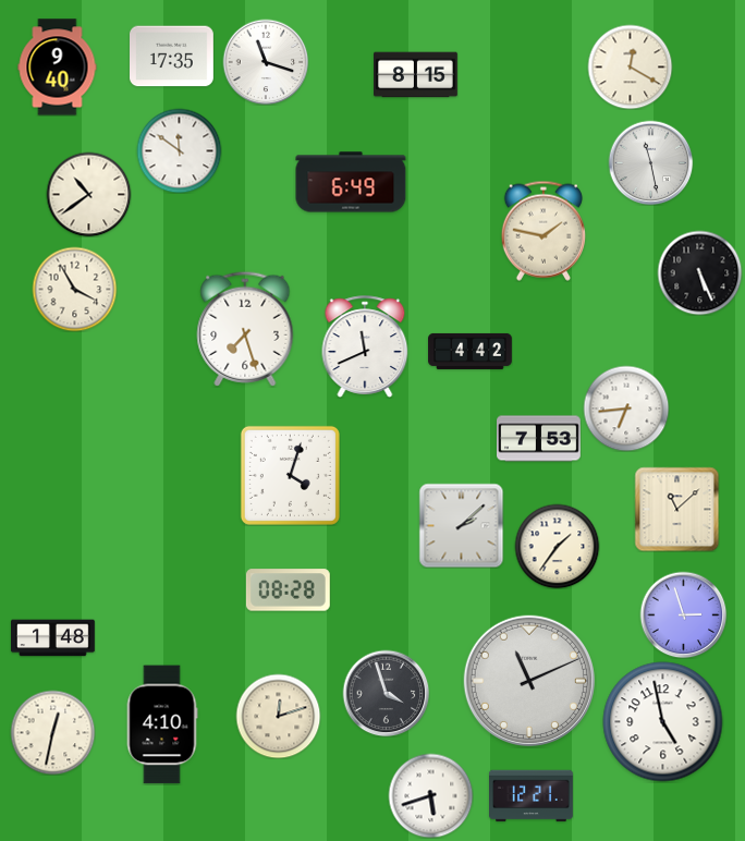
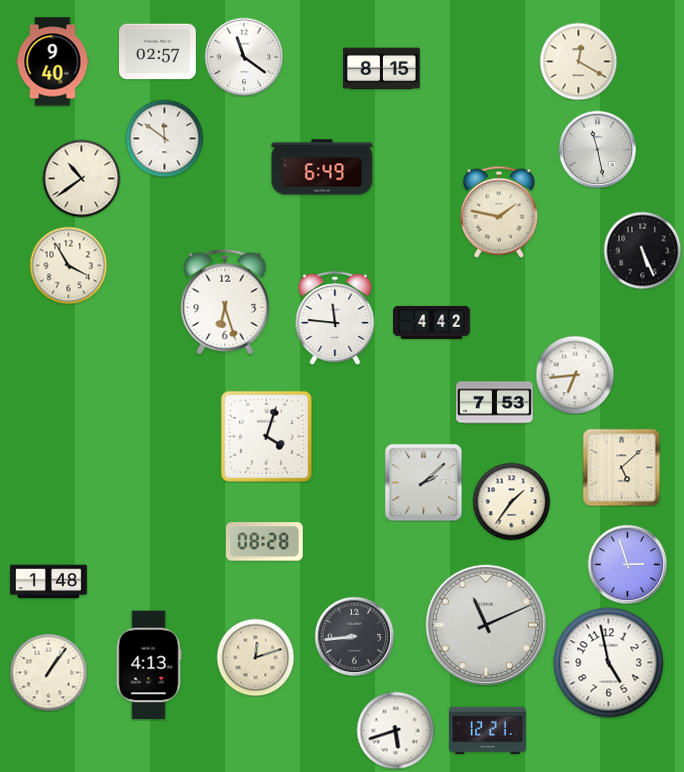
clock at (172, 57): 17:35 -> 02:57
clock at (266, 62): 11:18 -> 11:21
clock at (245, 329): 7:27 -> 6:27
clock at (365, 346): 11:41 -> 11:46
clock at (676, 509): 11:08 -> 5:08
clock at (53, 638) position: (53, 638) -> (49, 582)
clock at (386, 693): 3:57 -> 8:44
clock at (162, 724): 4:10 -> 4:13
clock at (52, 732): 12:32 -> 1:06
